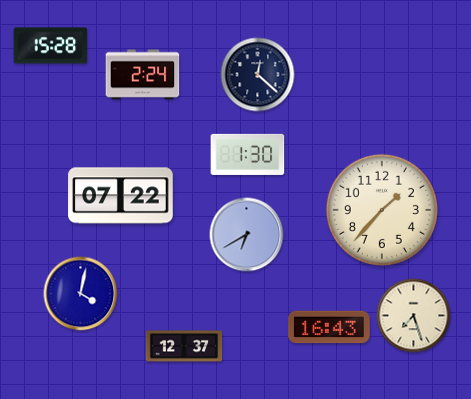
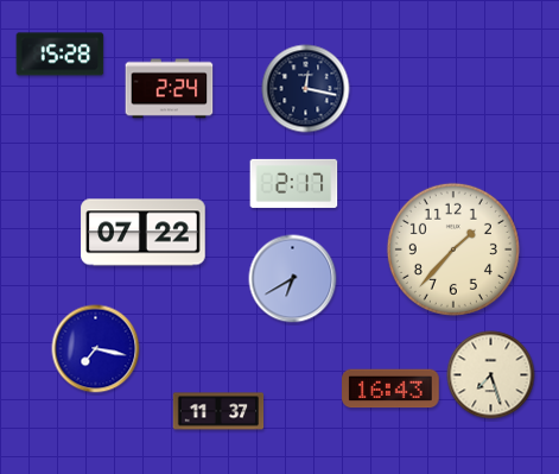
clock at (258, 75): 12:22 -> 12:17
clock at (248, 154): 1:30 -> 2:17
clock at (81, 294): 4:02 -> 7:17
clock at (184, 346): 12:37 -> 11:37
